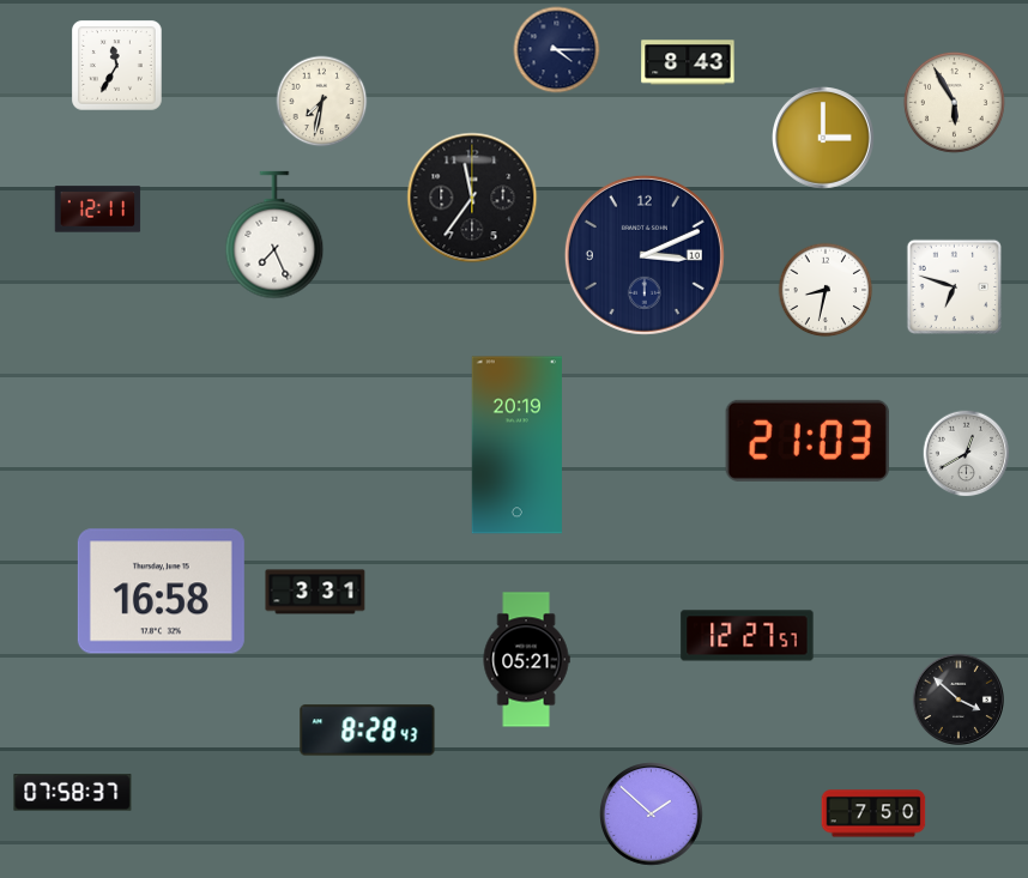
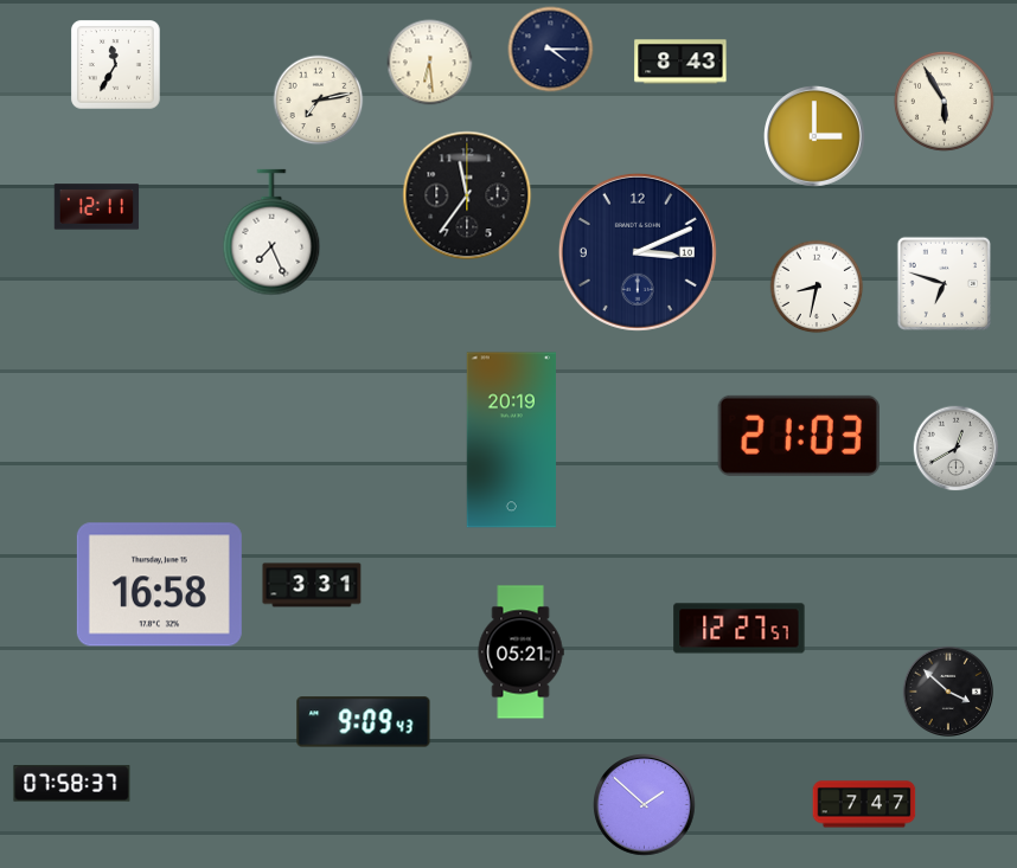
clock at (430, 63): none -> 6:29
clock at (322, 102): 7:32 -> 7:13
clock at (368, 731): 8:28 -> 9:09
clock at (873, 813): 7:50 -> 7:47
